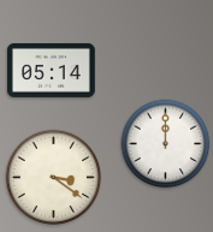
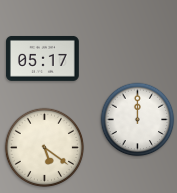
clock at (52, 70): 05:14 -> 05:17
clock at (54, 178): 3:21 -> 5:21
